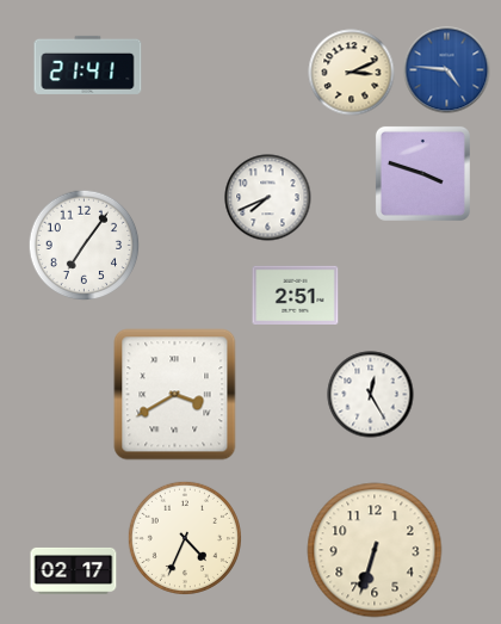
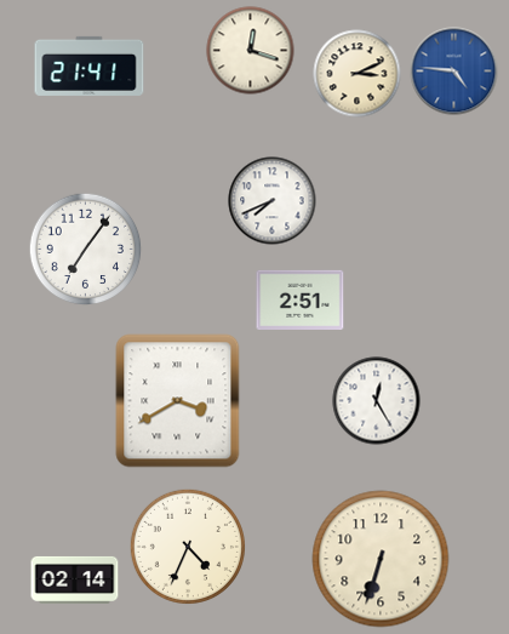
clock at (251, 51): none -> 12:18
clock at (422, 173): 3:48 -> none
clock at (74, 570): 02:17 -> 02:14
